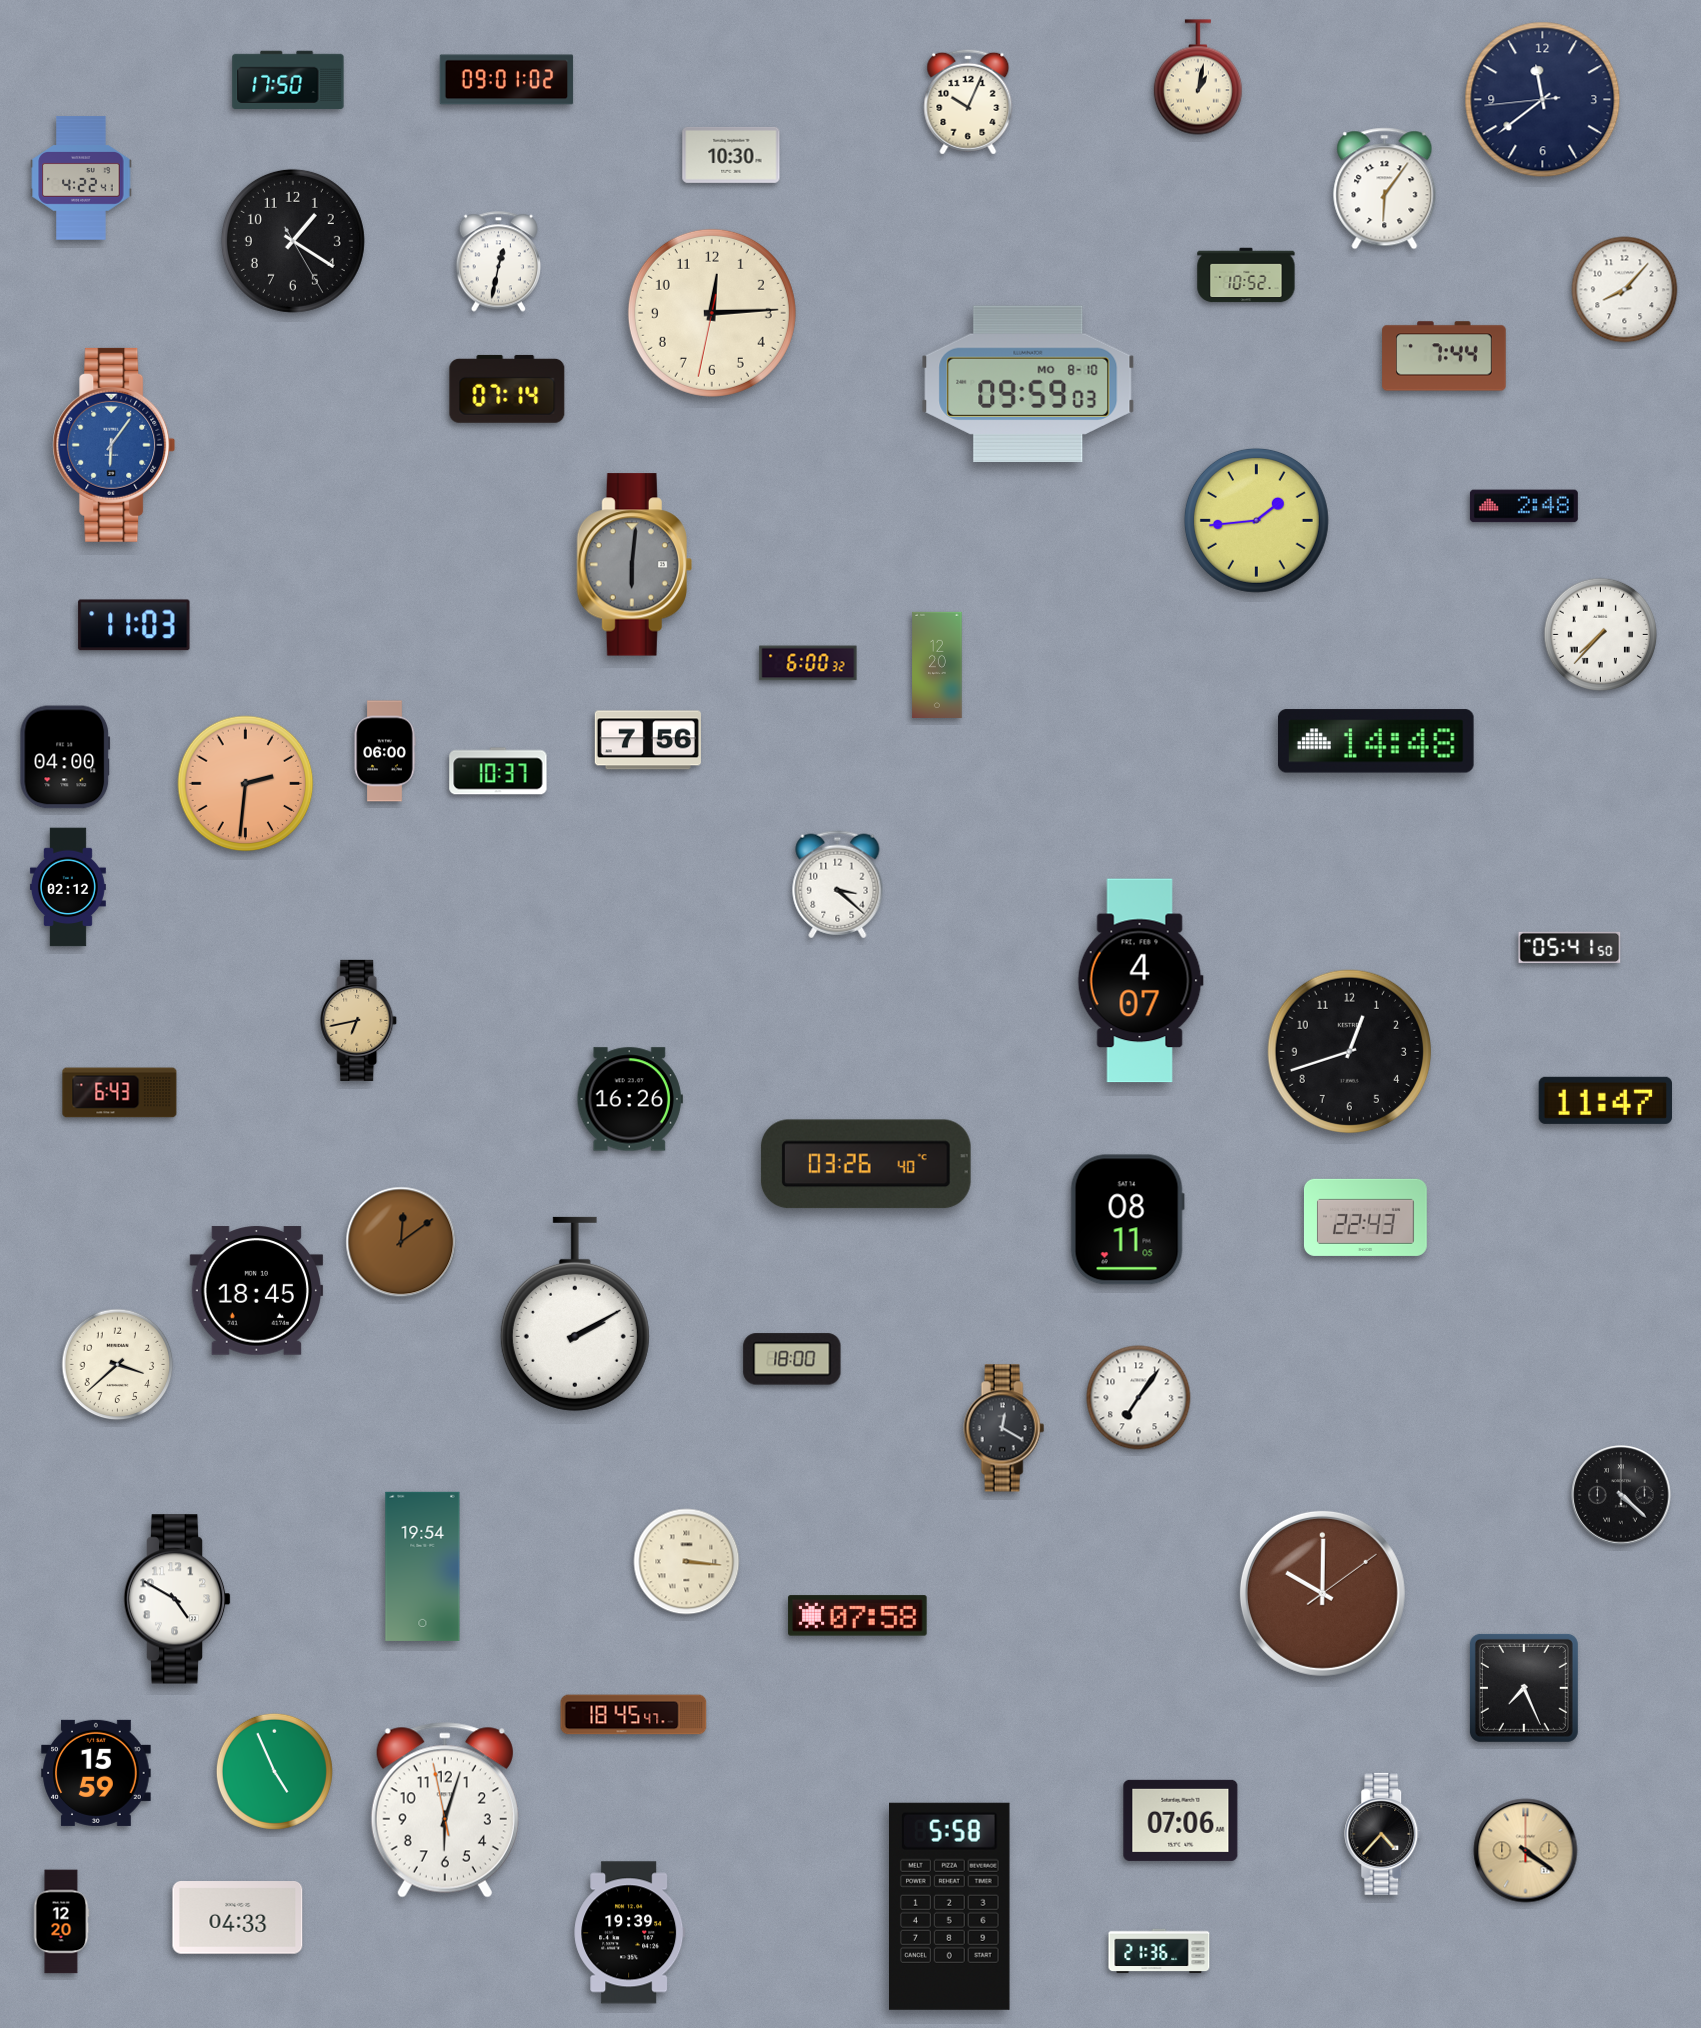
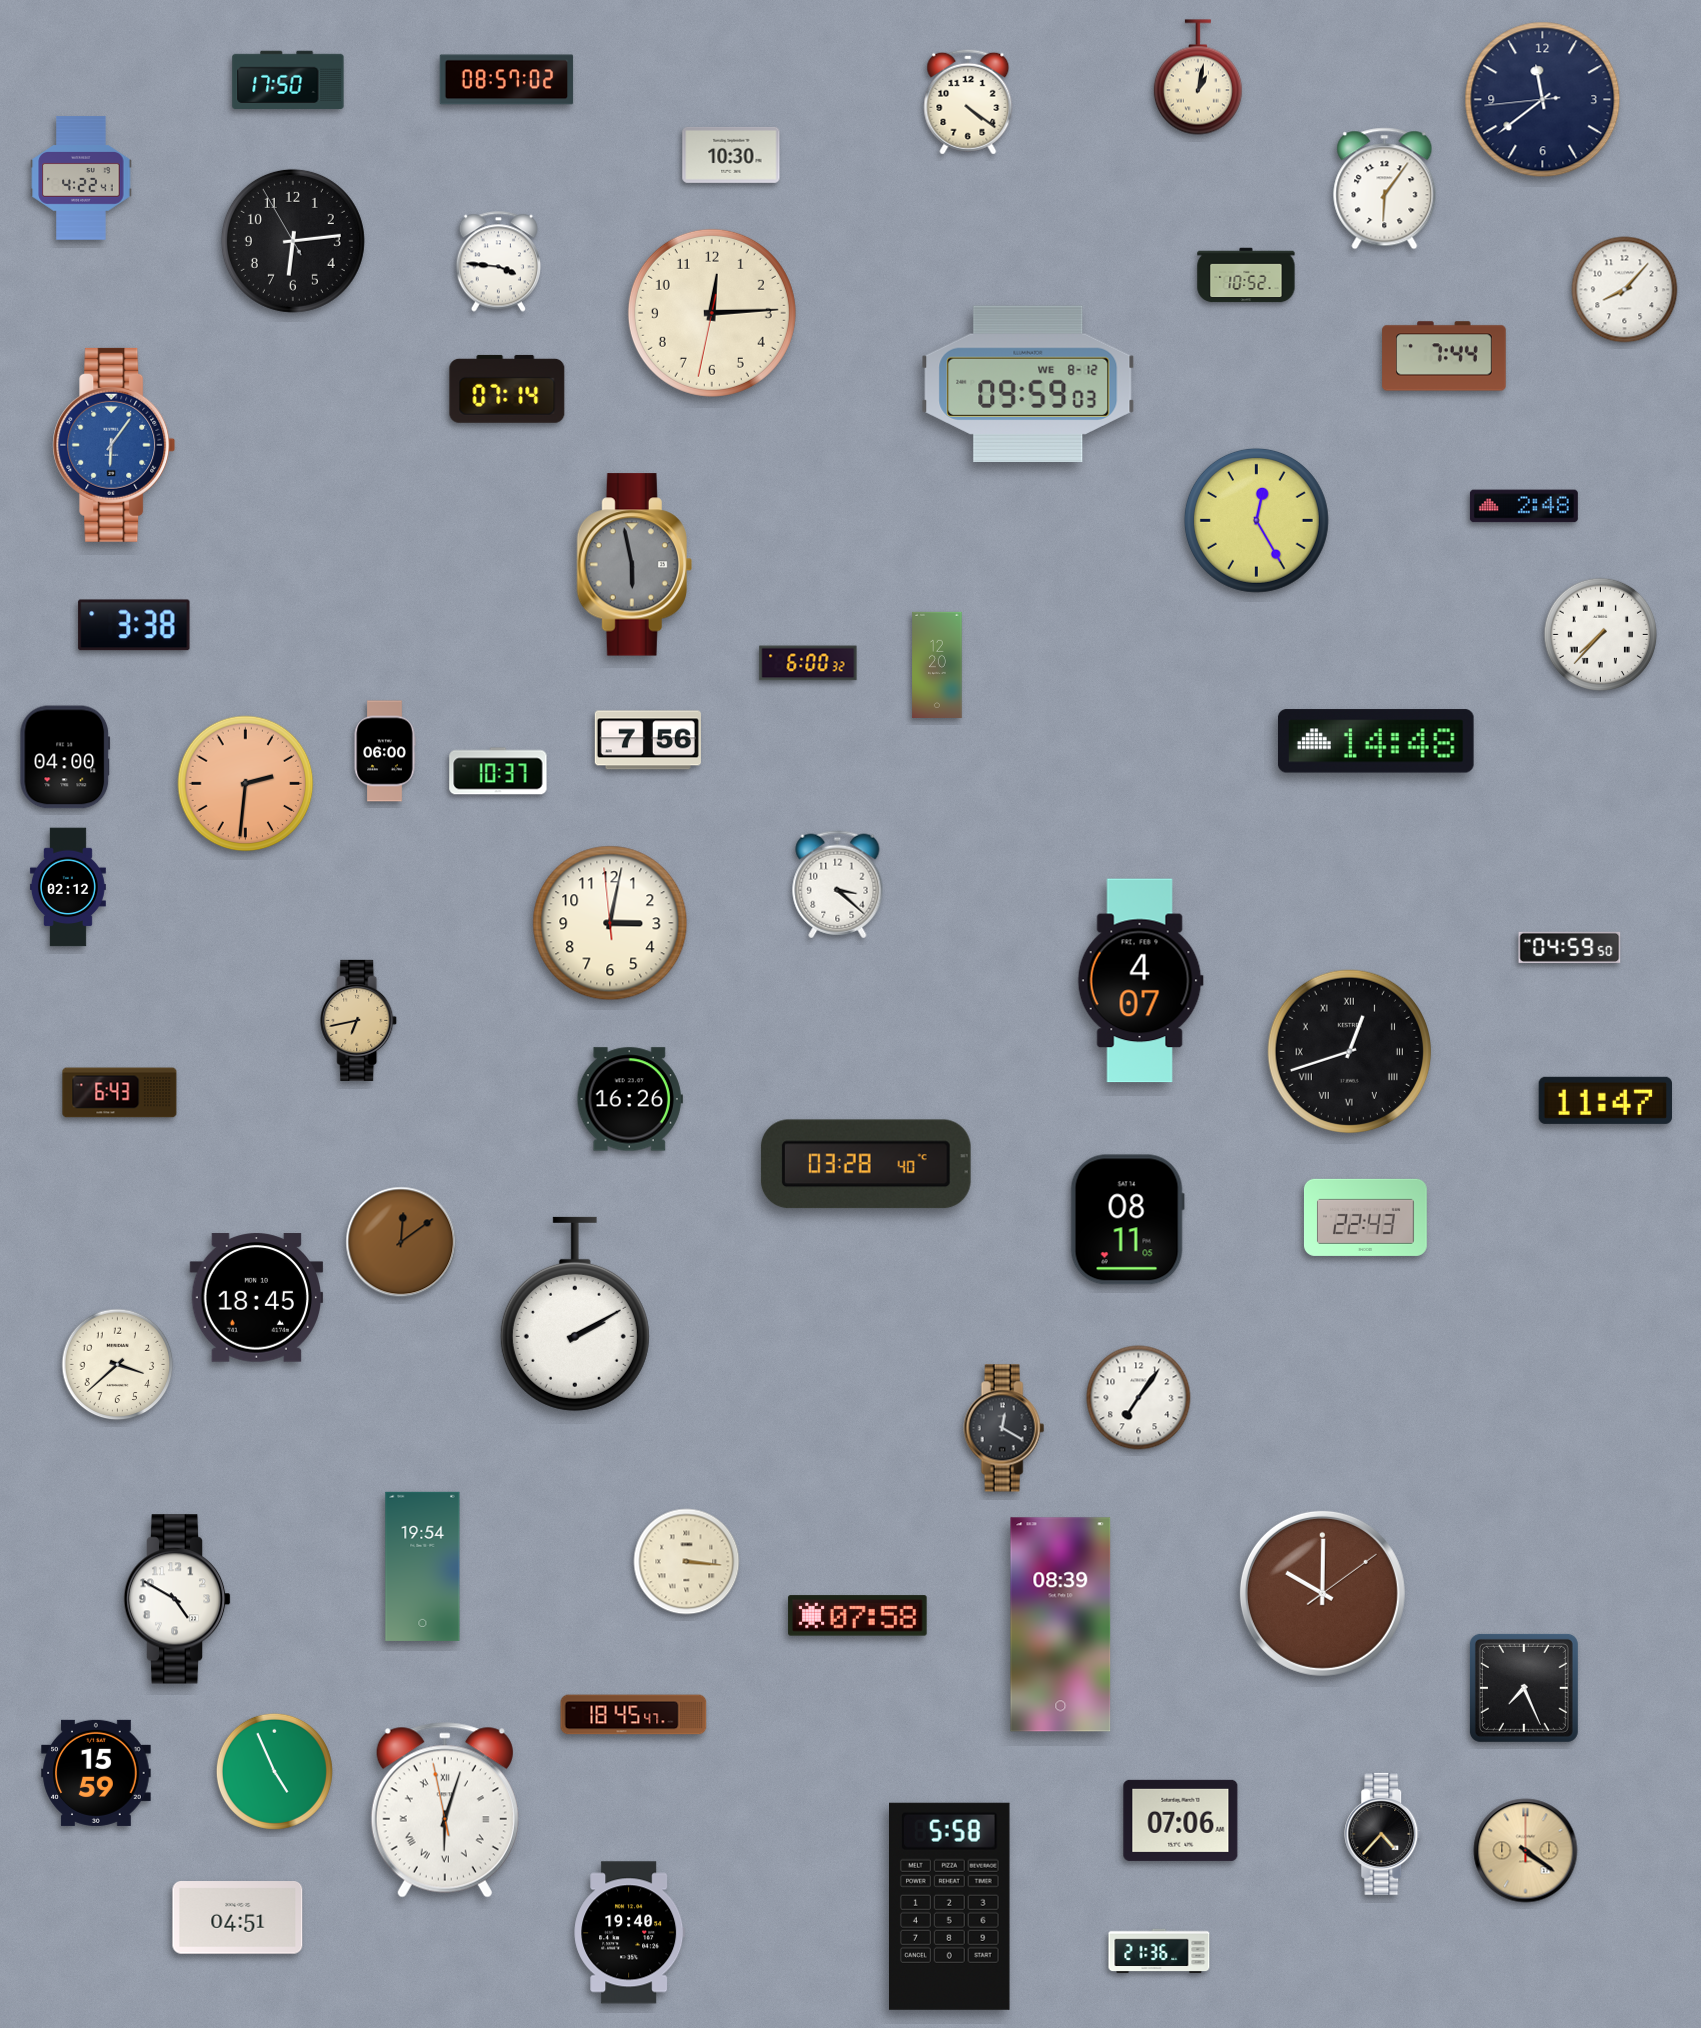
clock at (507, 80): 09:01 -> 08:57
clock at (968, 102): 10:04 -> 4:21
clock at (293, 241): 1:20 -> 6:13
clock at (498, 262): 12:32 -> 3:46
clock at (1028, 384) date: MO 8-10 -> WE 8-12
clock at (1256, 520): 1:44 -> 12:25
clock at (634, 565): 6:01 -> 5:58
clock at (134, 625): 11:03 -> 3:38
clock at (610, 923): none -> 3:01
clock at (1570, 947): 05:41 -> 04:59
clock at (1349, 1051) numerals: Arabic -> Roman
clock at (866, 1164): 03:26 -> 03:28
clock at (257, 1291) position: (257, 1291) -> (257, 1298)
clock at (792, 1359): 18:00 -> none
clock at (1621, 1495): 4:22 -> none
clock at (1061, 1625): none -> 08:39
clock at (445, 1810) numerals: Arabic -> Roman
clock at (238, 1918): 04:33 -> 04:51
clock at (61, 1922): 12:20 -> none
clock at (630, 1933): 19:39 -> 19:40
